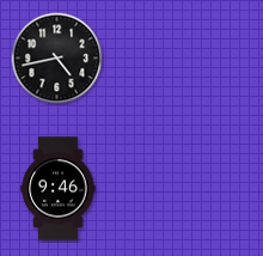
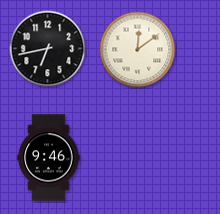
clock at (57, 59): 4:43 -> 6:43
clock at (138, 50): none -> 12:09
